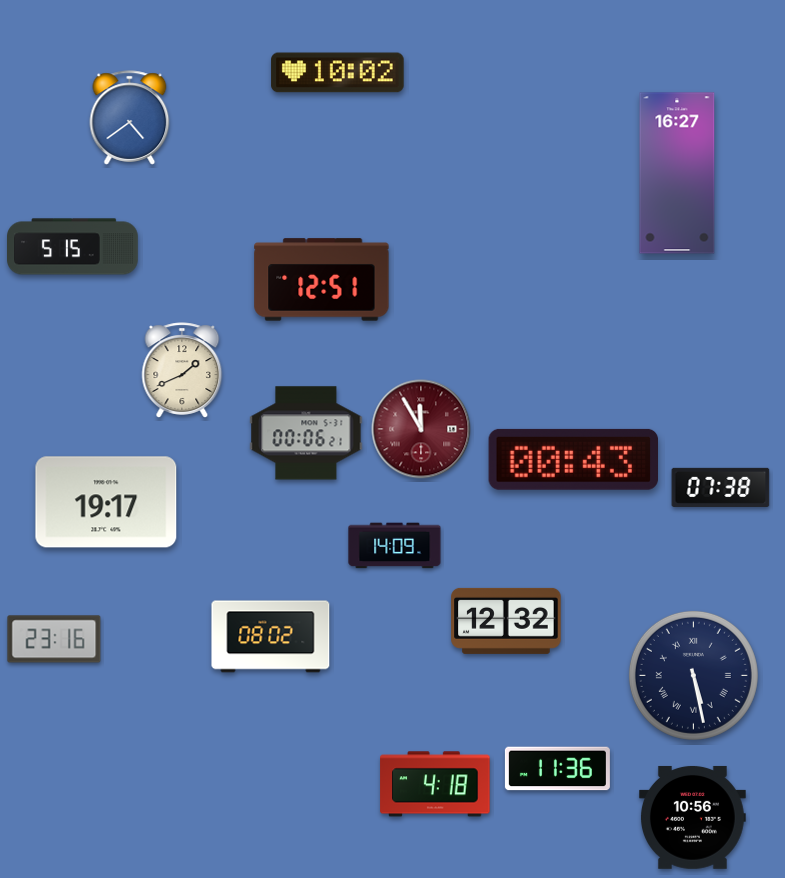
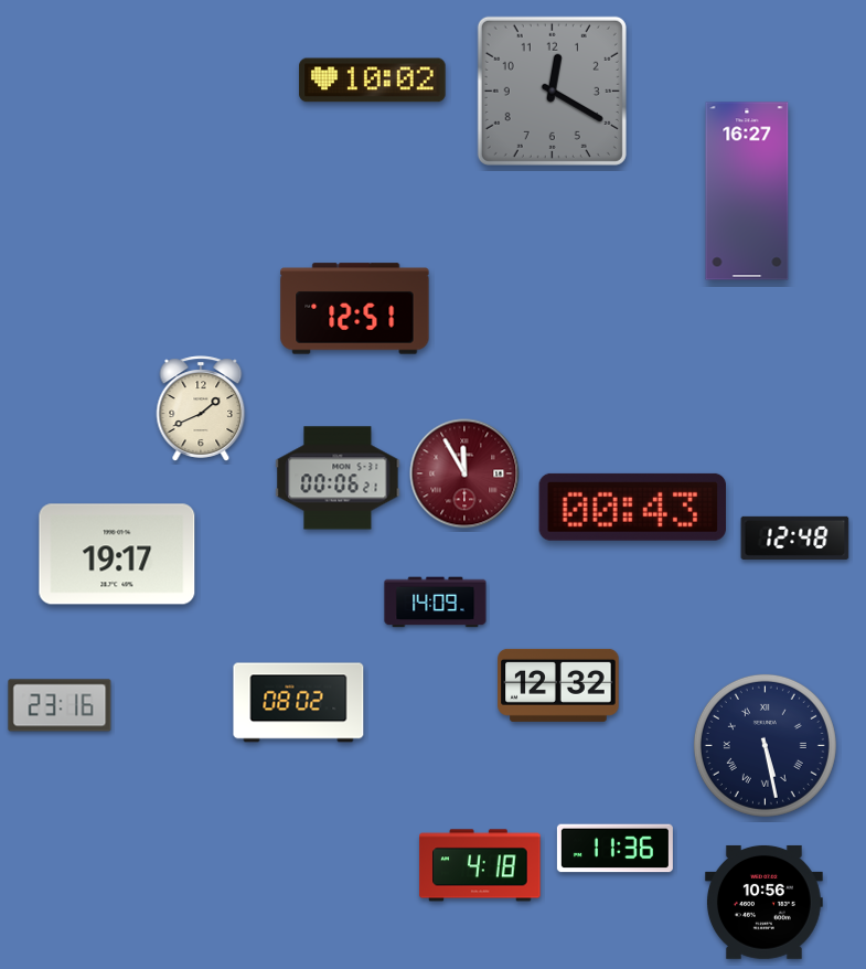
clock at (552, 90): none -> 12:20
clock at (130, 118): 4:39 -> none
clock at (73, 247): 5:15 -> none
clock at (721, 487): 07:38 -> 12:48
